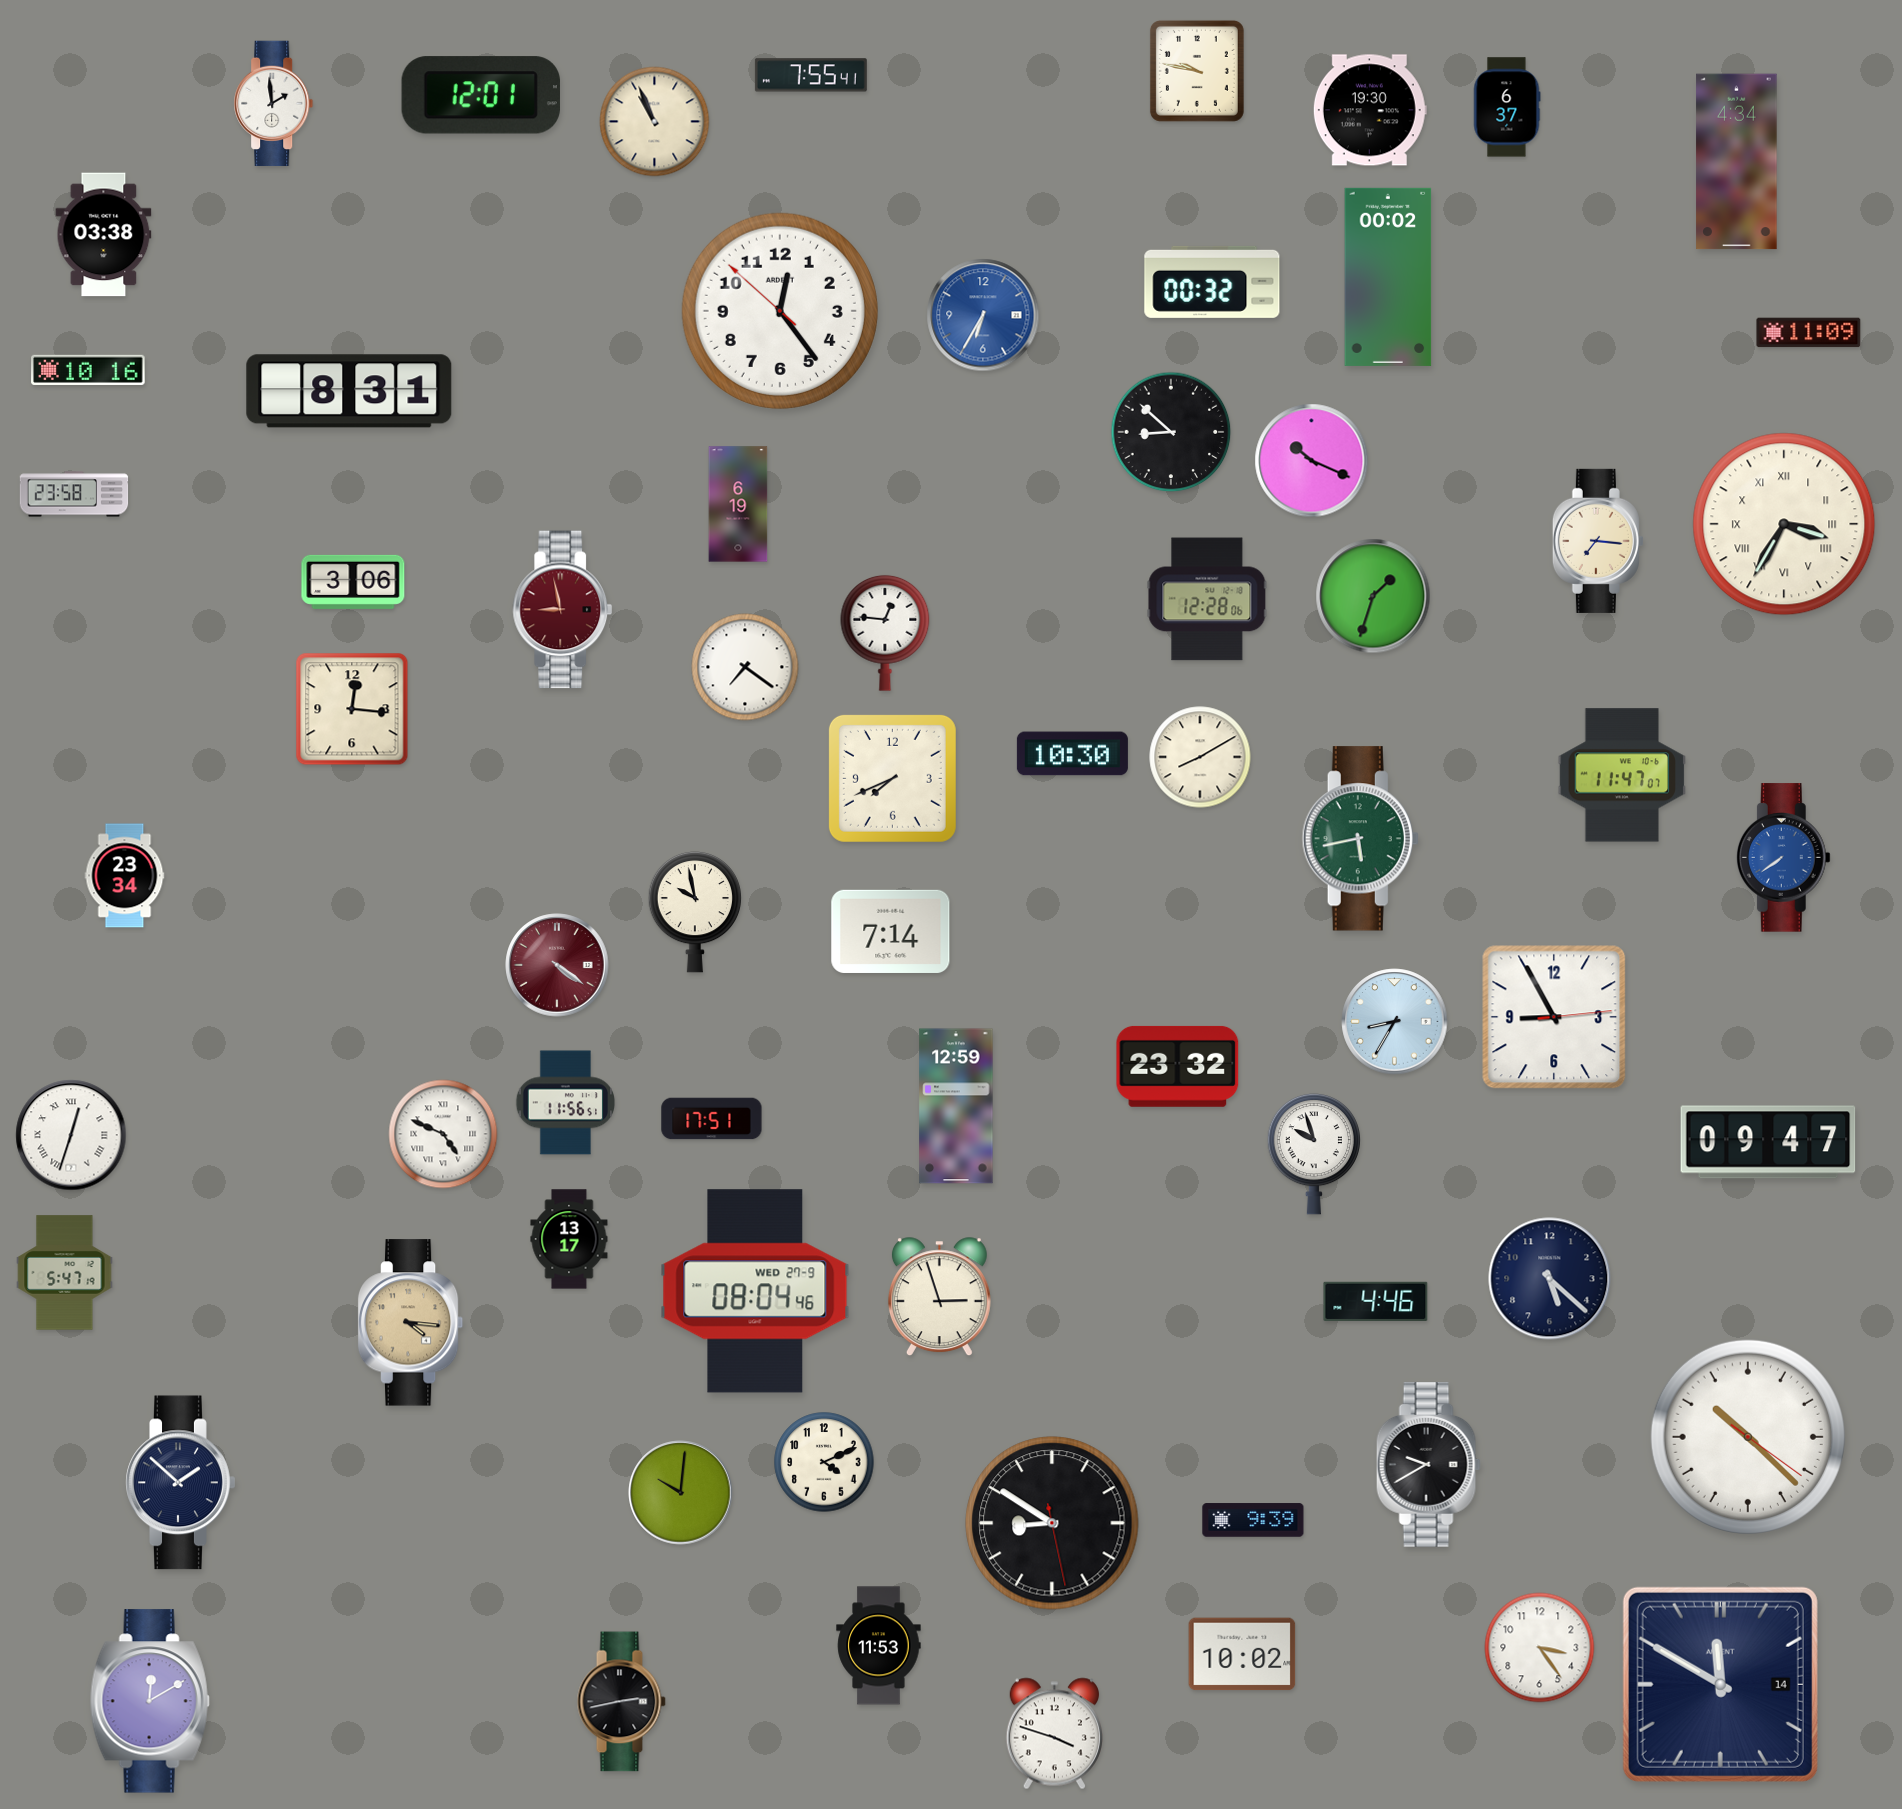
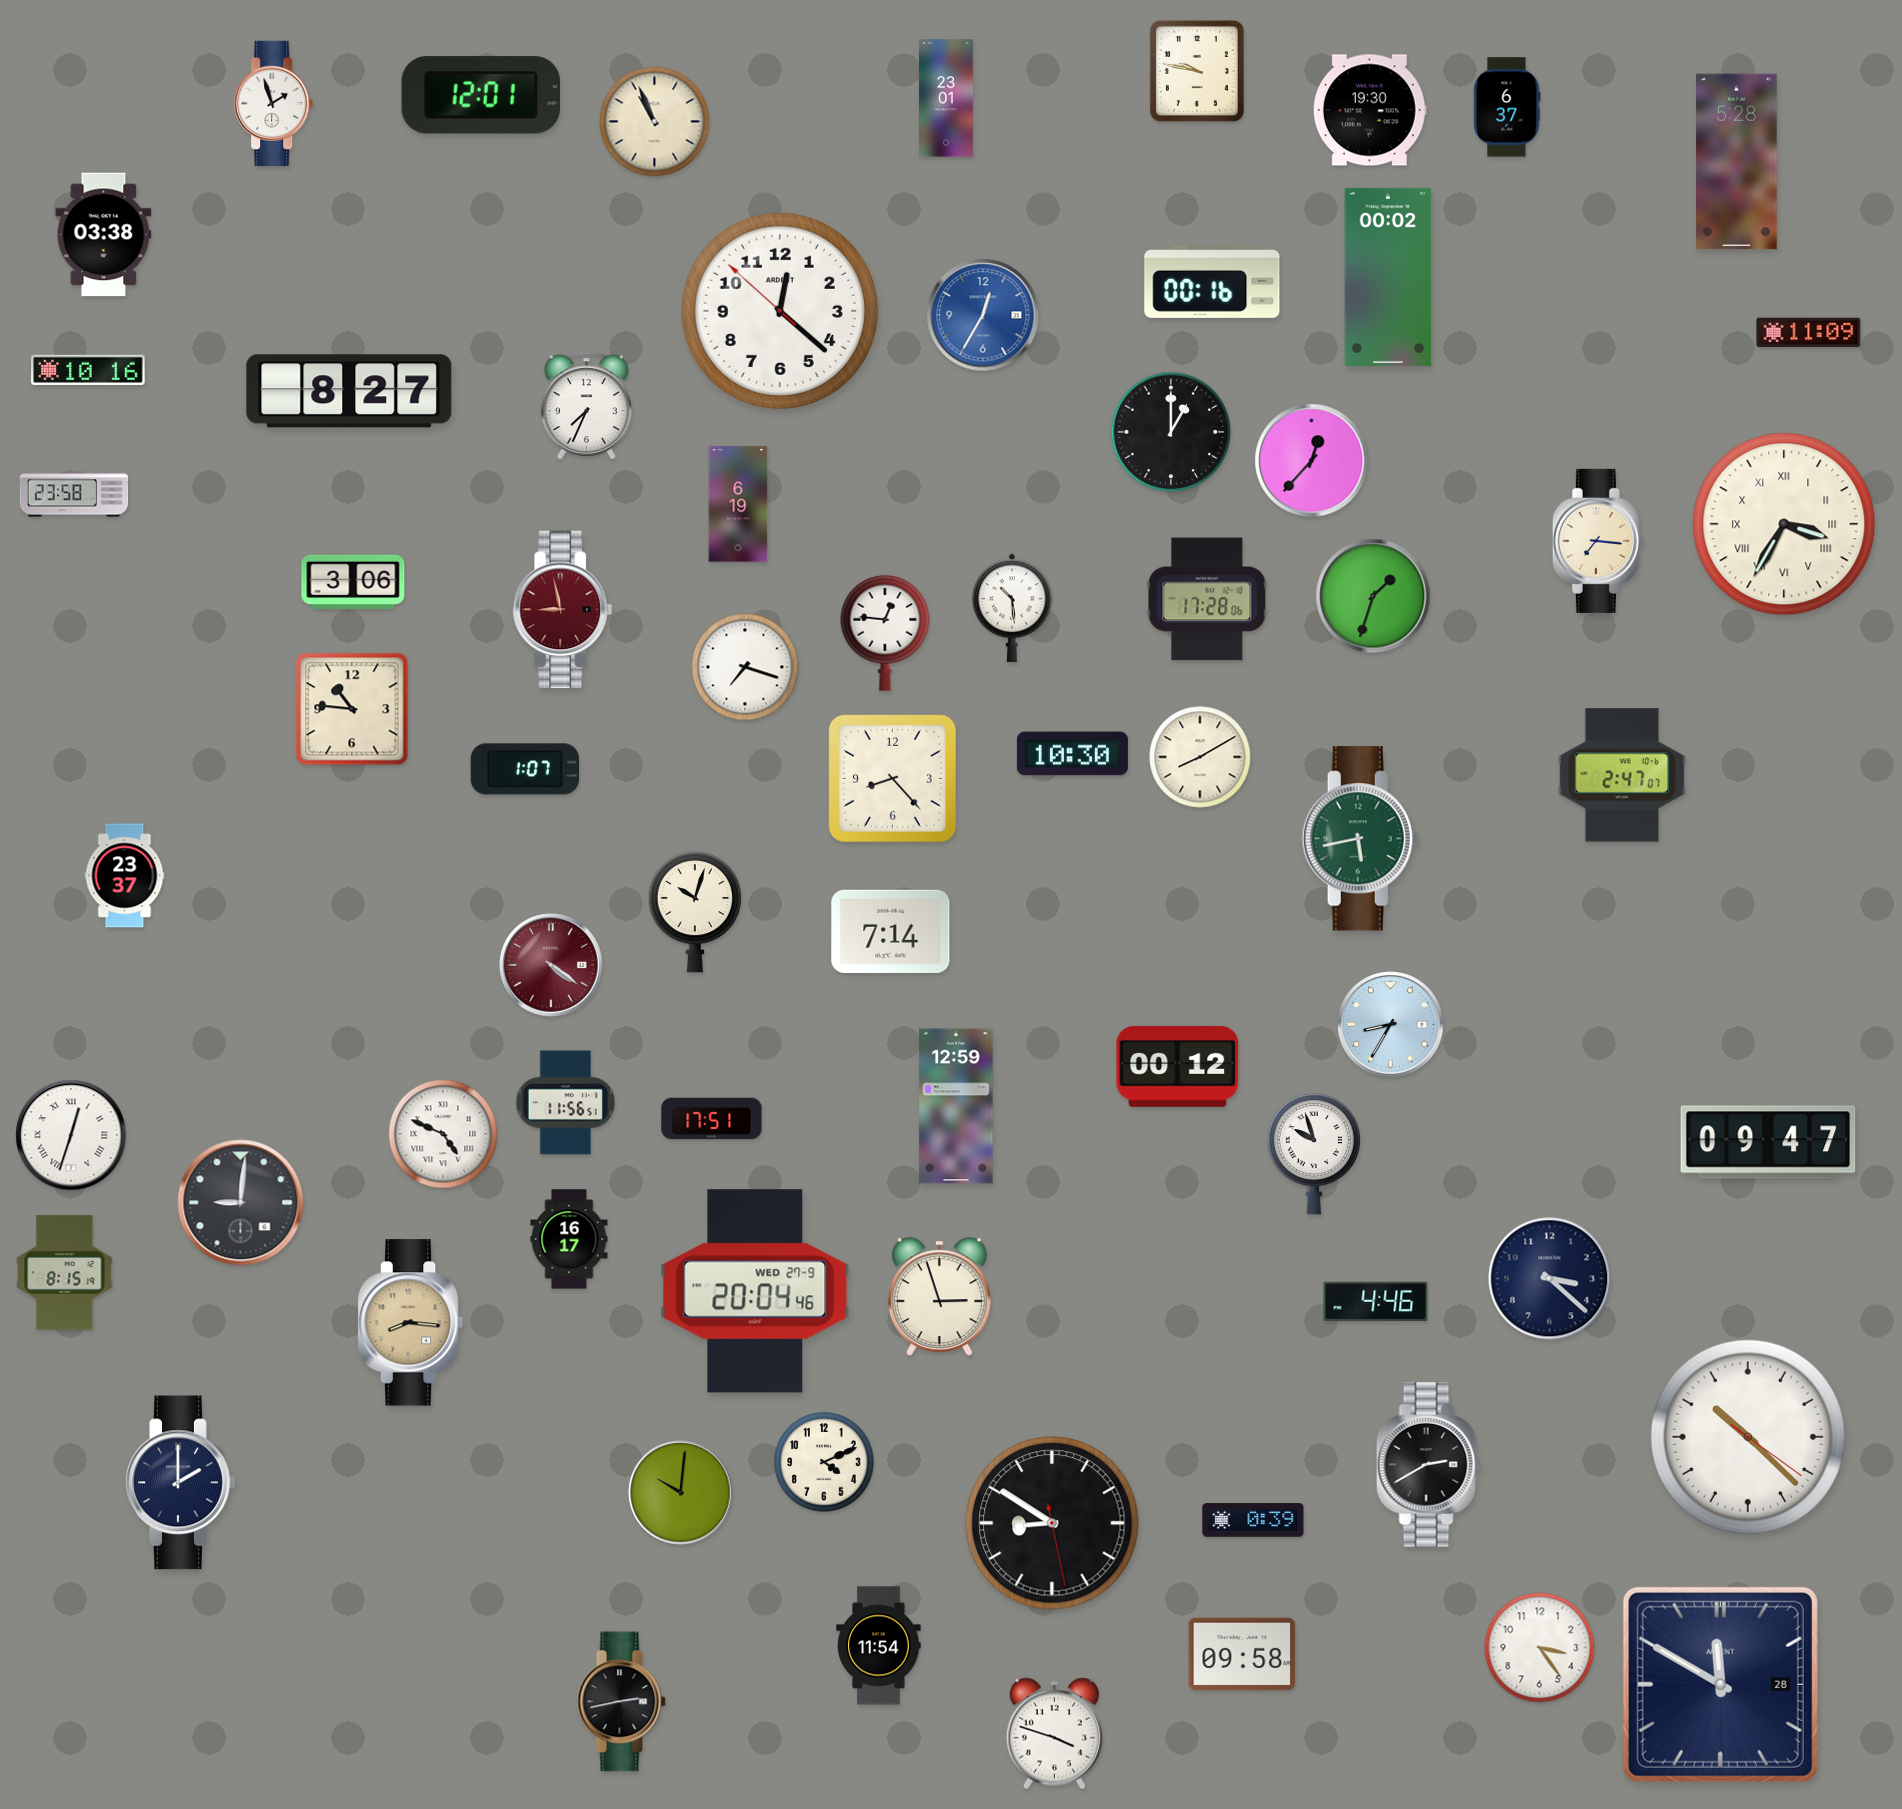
clock at (811, 75): 7:55 -> none
clock at (946, 98): none -> 23:01
clock at (274, 104): 1:59 -> 1:57
clock at (1737, 162): 4:34 -> 5:28
clock at (1212, 282): 00:32 -> 00:16
clock at (780, 311): 12:23 -> 12:21
clock at (983, 315): 6:35 -> 12:35
clock at (349, 391): 8:31 -> 8:27
clock at (586, 406): none -> 7:34
clock at (1171, 432): 8:52 -> 1:00
clock at (1312, 461): 10:19 -> 12:37
clock at (1207, 599): 12:28 -> 17:28
clock at (1012, 608): none -> 10:29
clock at (745, 667): 7:21 -> 7:18
clock at (352, 709): 12:16 -> 10:46
clock at (525, 769): none -> 1:07
clock at (1622, 775): 11:47 -> 2:47
clock at (892, 778): 7:41 -> 8:23
clock at (1783, 858): 7:39 -> none
clock at (125, 876): 23:34 -> 23:37
clock at (694, 912): 9:58 -> 10:03
clock at (557, 965) position: (557, 965) -> (551, 965)
clock at (1554, 1017): 8:55 -> none
clock at (1395, 1022) position: (1395, 1022) -> (1391, 1025)
clock at (1178, 1066): 23:32 -> 00:12
clock at (241, 1203): none -> 9:01
clock at (569, 1239): 13:17 -> 16:17
clock at (65, 1273): 5:47 -> 8:15
clock at (1550, 1279): 5:22 -> 3:22
clock at (755, 1291): 08:04 -> 20:04
clock at (411, 1323): 4:16 -> 8:16
clock at (1428, 1465): 9:40 -> 2:40
clock at (181, 1483): 1:52 -> 2:00
clock at (1253, 1520): 9:39 -> 0:39
clock at (879, 1646): 11:53 -> 11:54
clock at (1242, 1654): 10:02 -> 09:58
clock at (1720, 1684) date: 14 -> 28
clock at (150, 1701): 12:10 -> none
